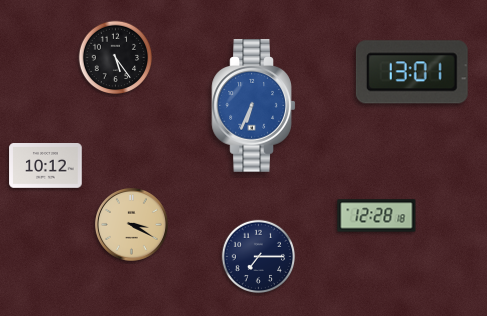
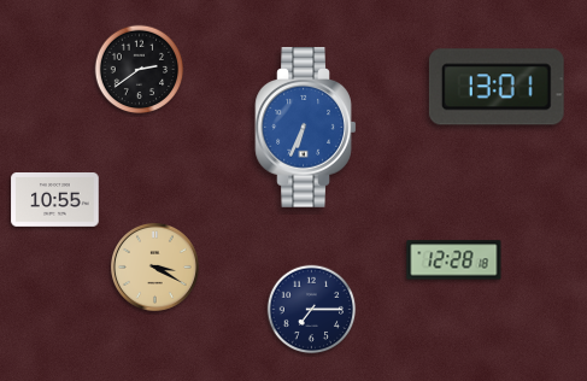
clock at (116, 58): 5:24 -> 2:39
clock at (46, 166): 10:12 -> 10:55
clock at (132, 225) position: (132, 225) -> (155, 268)
